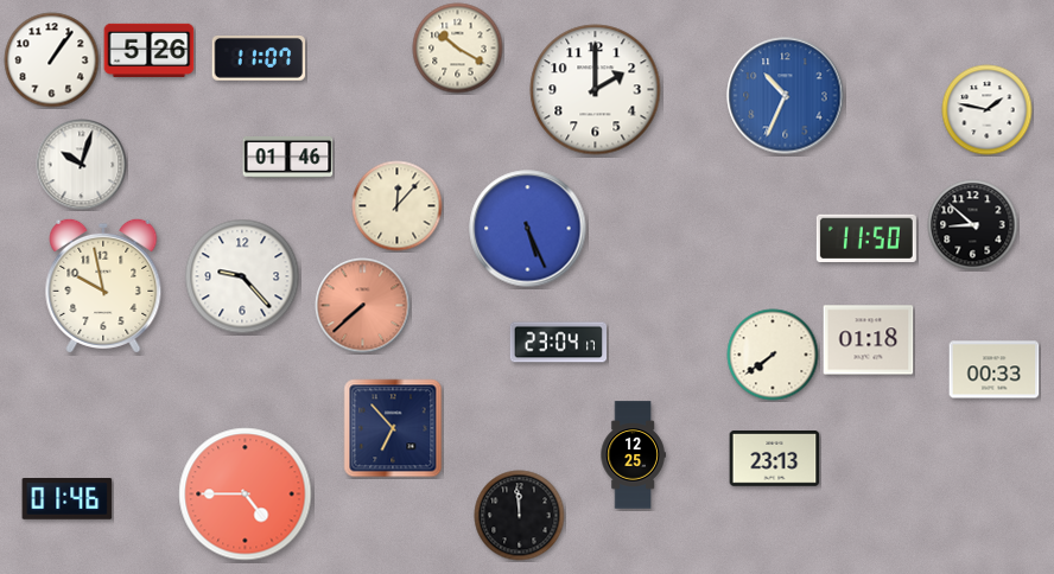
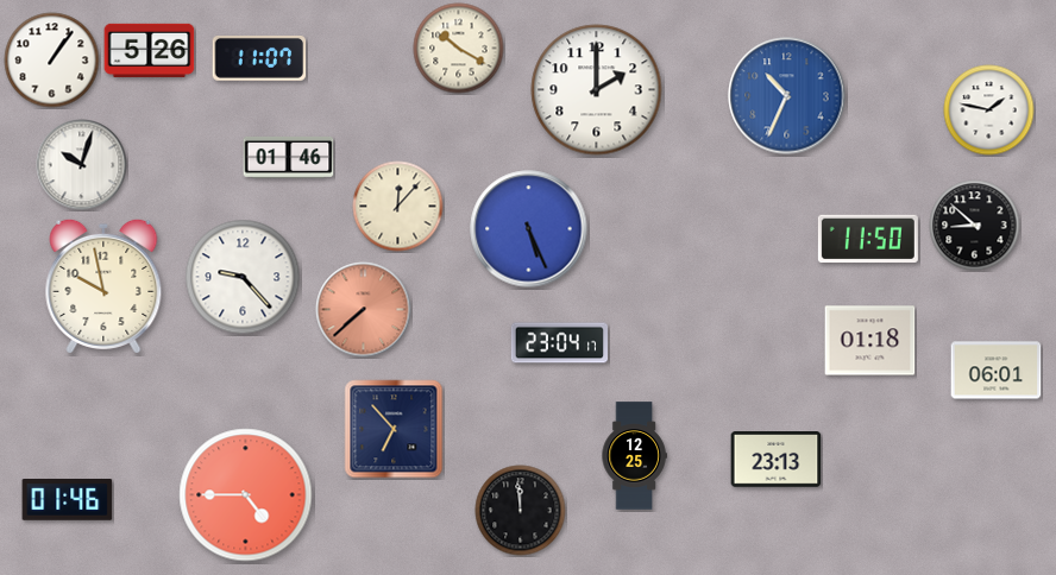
clock at (363, 306) position: (363, 306) -> (364, 310)
clock at (773, 355): 7:39 -> none
clock at (995, 370): 00:33 -> 06:01
clock at (520, 516) position: (520, 516) -> (521, 511)
